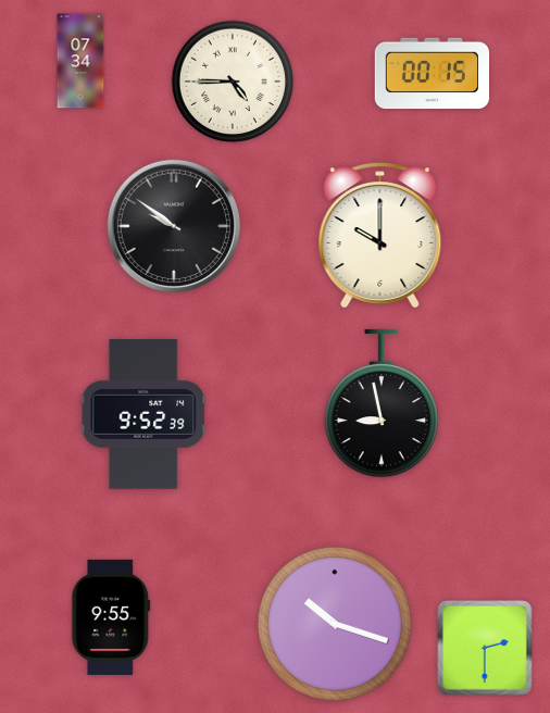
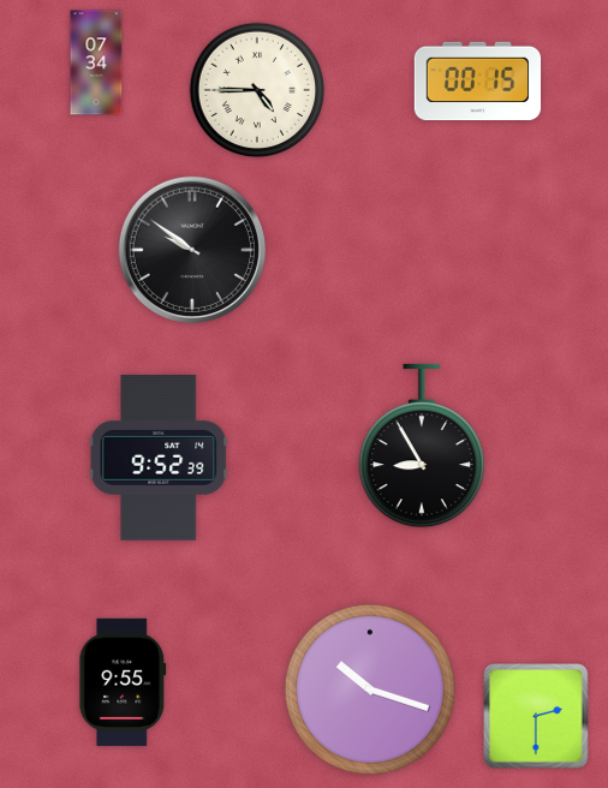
clock at (80, 61) position: (80, 61) -> (96, 62)
clock at (380, 236): 10:00 -> none
clock at (382, 403): 8:58 -> 8:55
